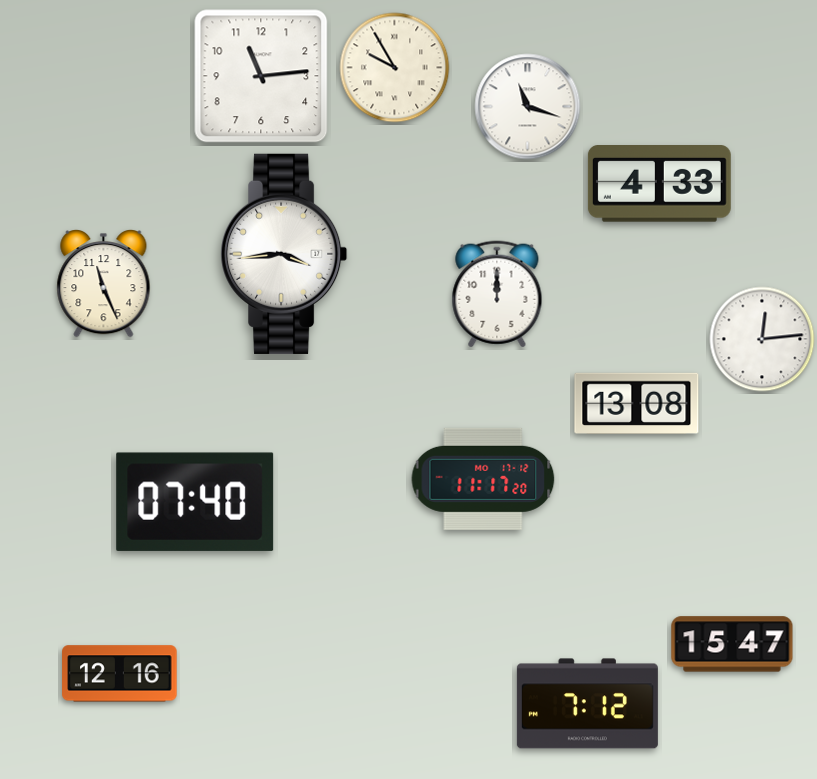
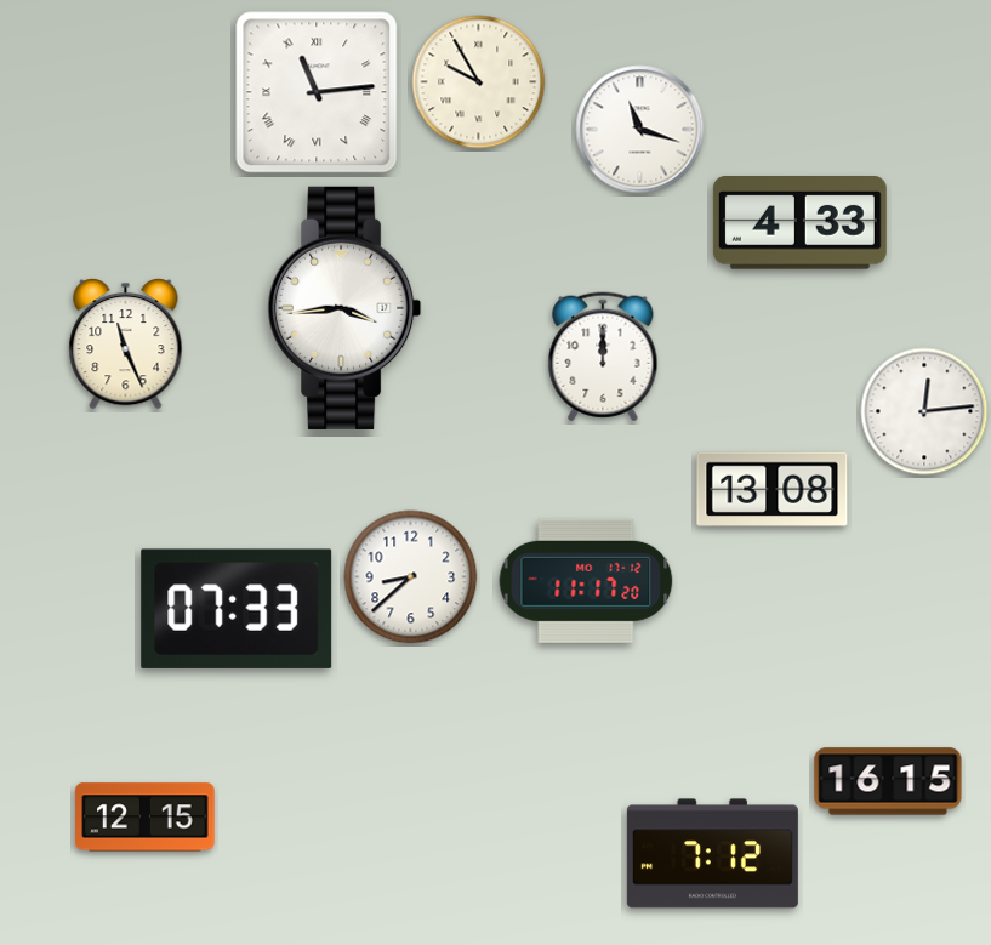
clock at (261, 76) numerals: Arabic -> Roman
clock at (411, 577): none -> 8:38
clock at (195, 502): 07:40 -> 07:33
clock at (732, 644): 15:47 -> 16:15
clock at (120, 674): 12:16 -> 12:15
